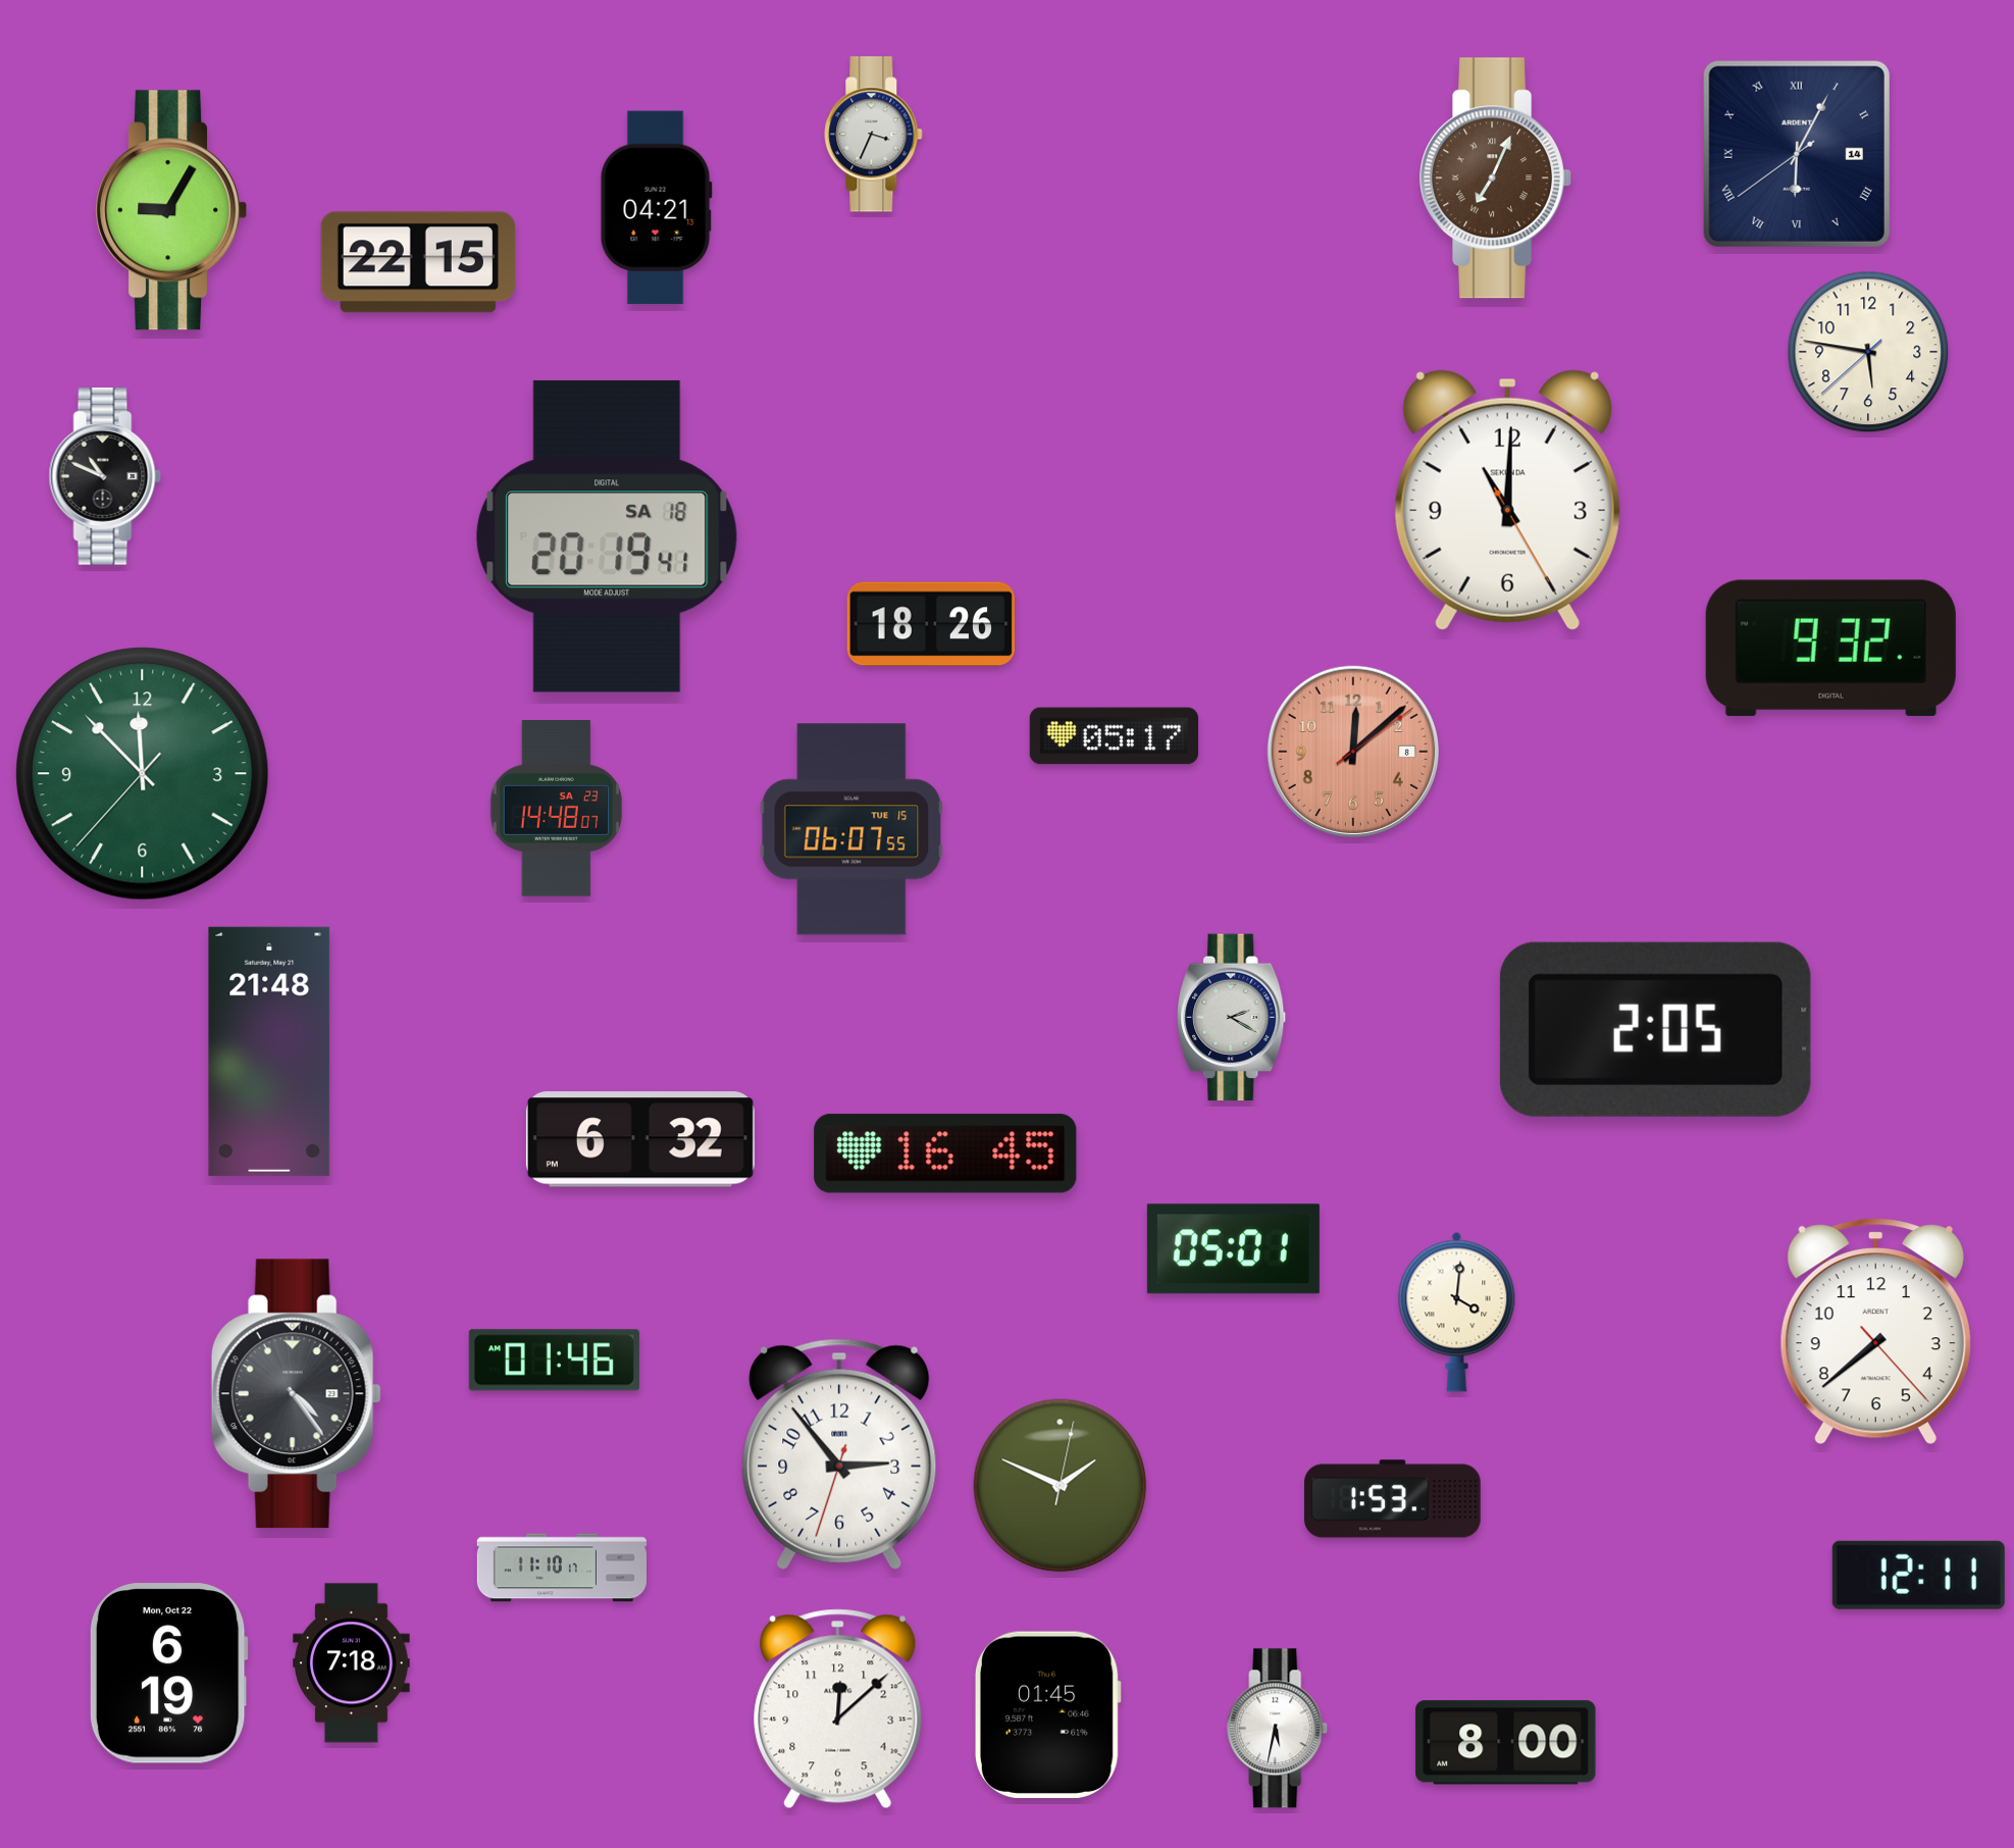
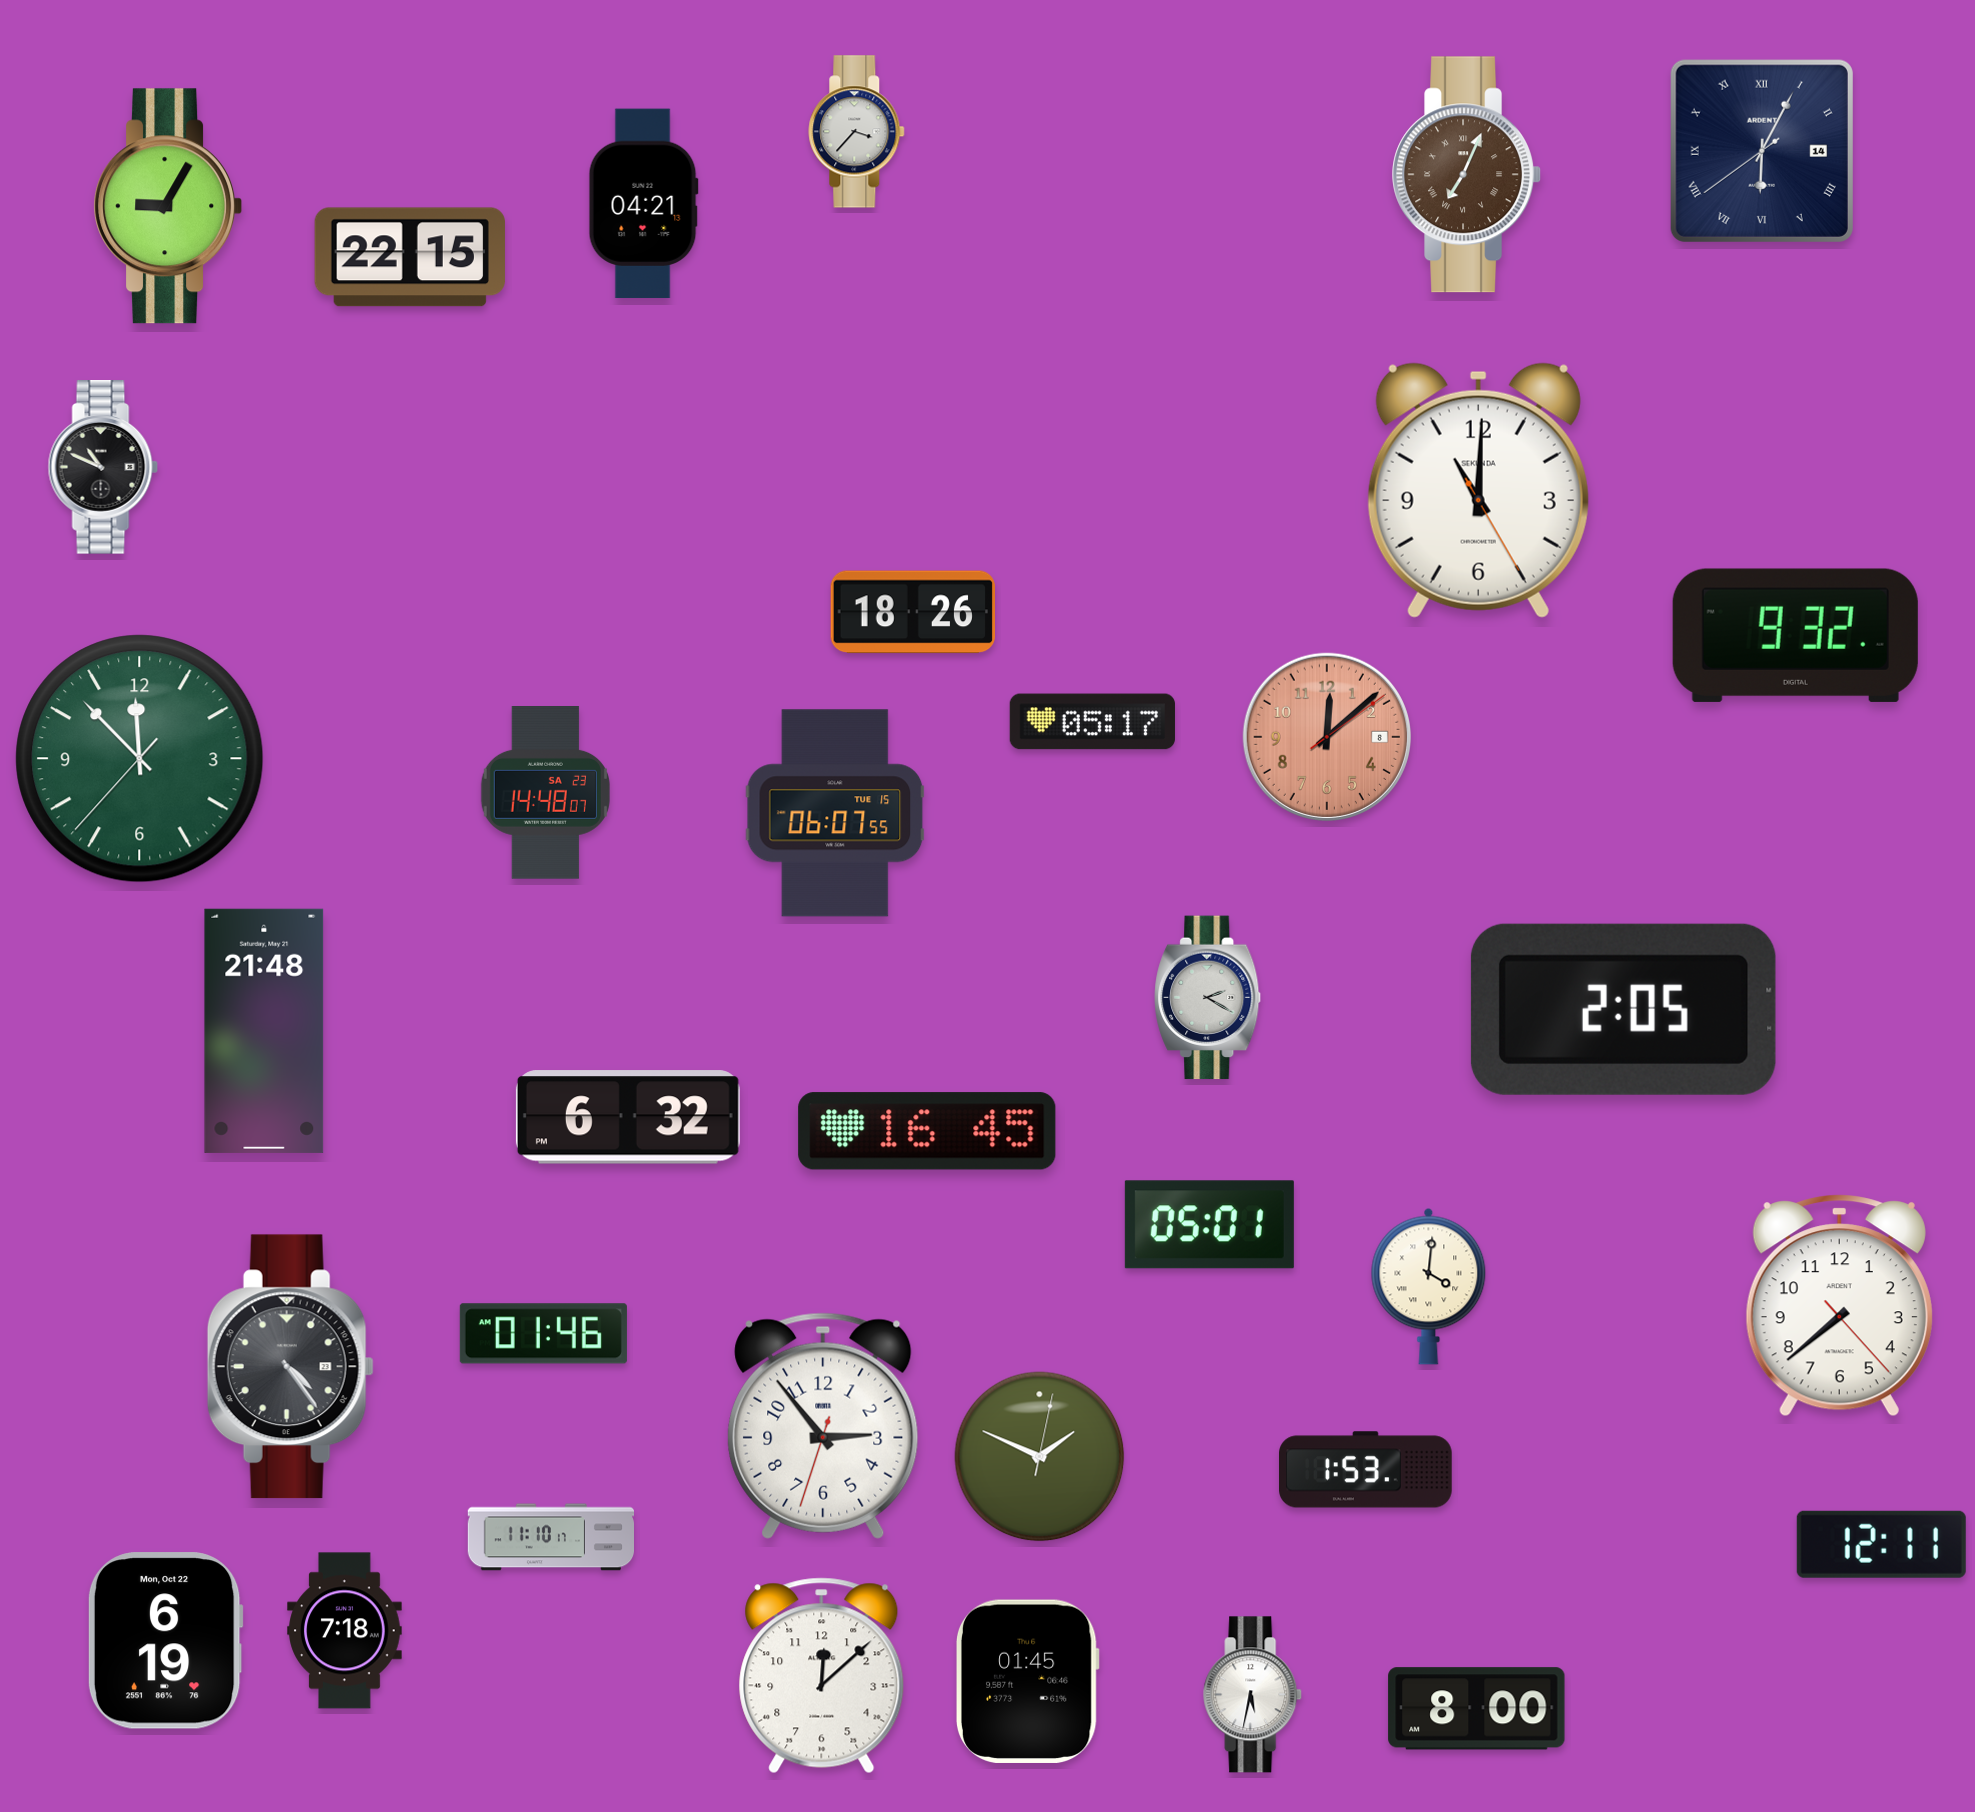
clock at (874, 135): 3:34 -> 3:37
clock at (1868, 352): 5:46 -> none
clock at (607, 536): 20:19 -> none
